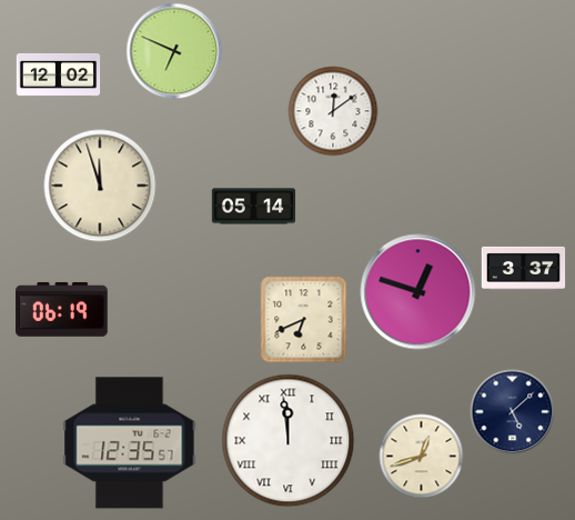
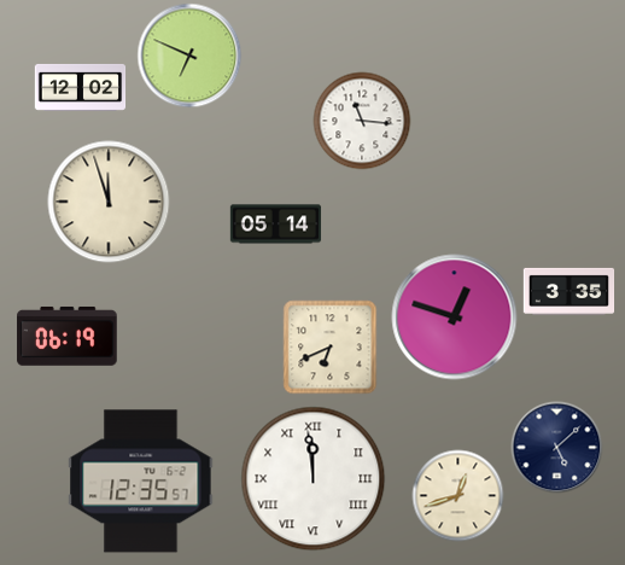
clock at (59, 74) position: (59, 74) -> (81, 87)
clock at (333, 111): 12:09 -> 11:16
clock at (524, 268): 3:37 -> 3:35
